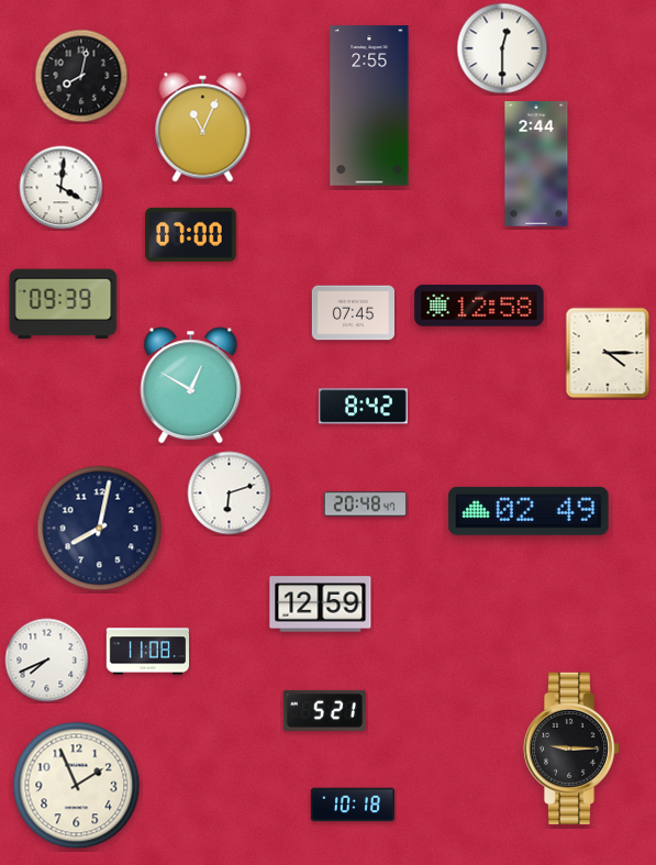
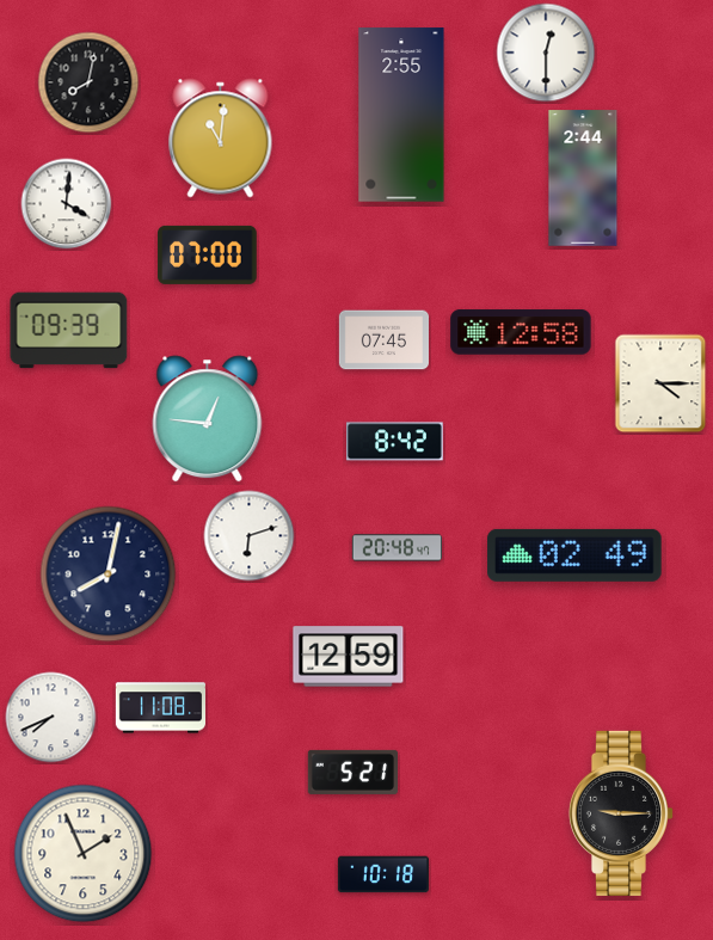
clock at (203, 127): 11:04 -> 11:01
clock at (191, 386): 12:50 -> 12:46
